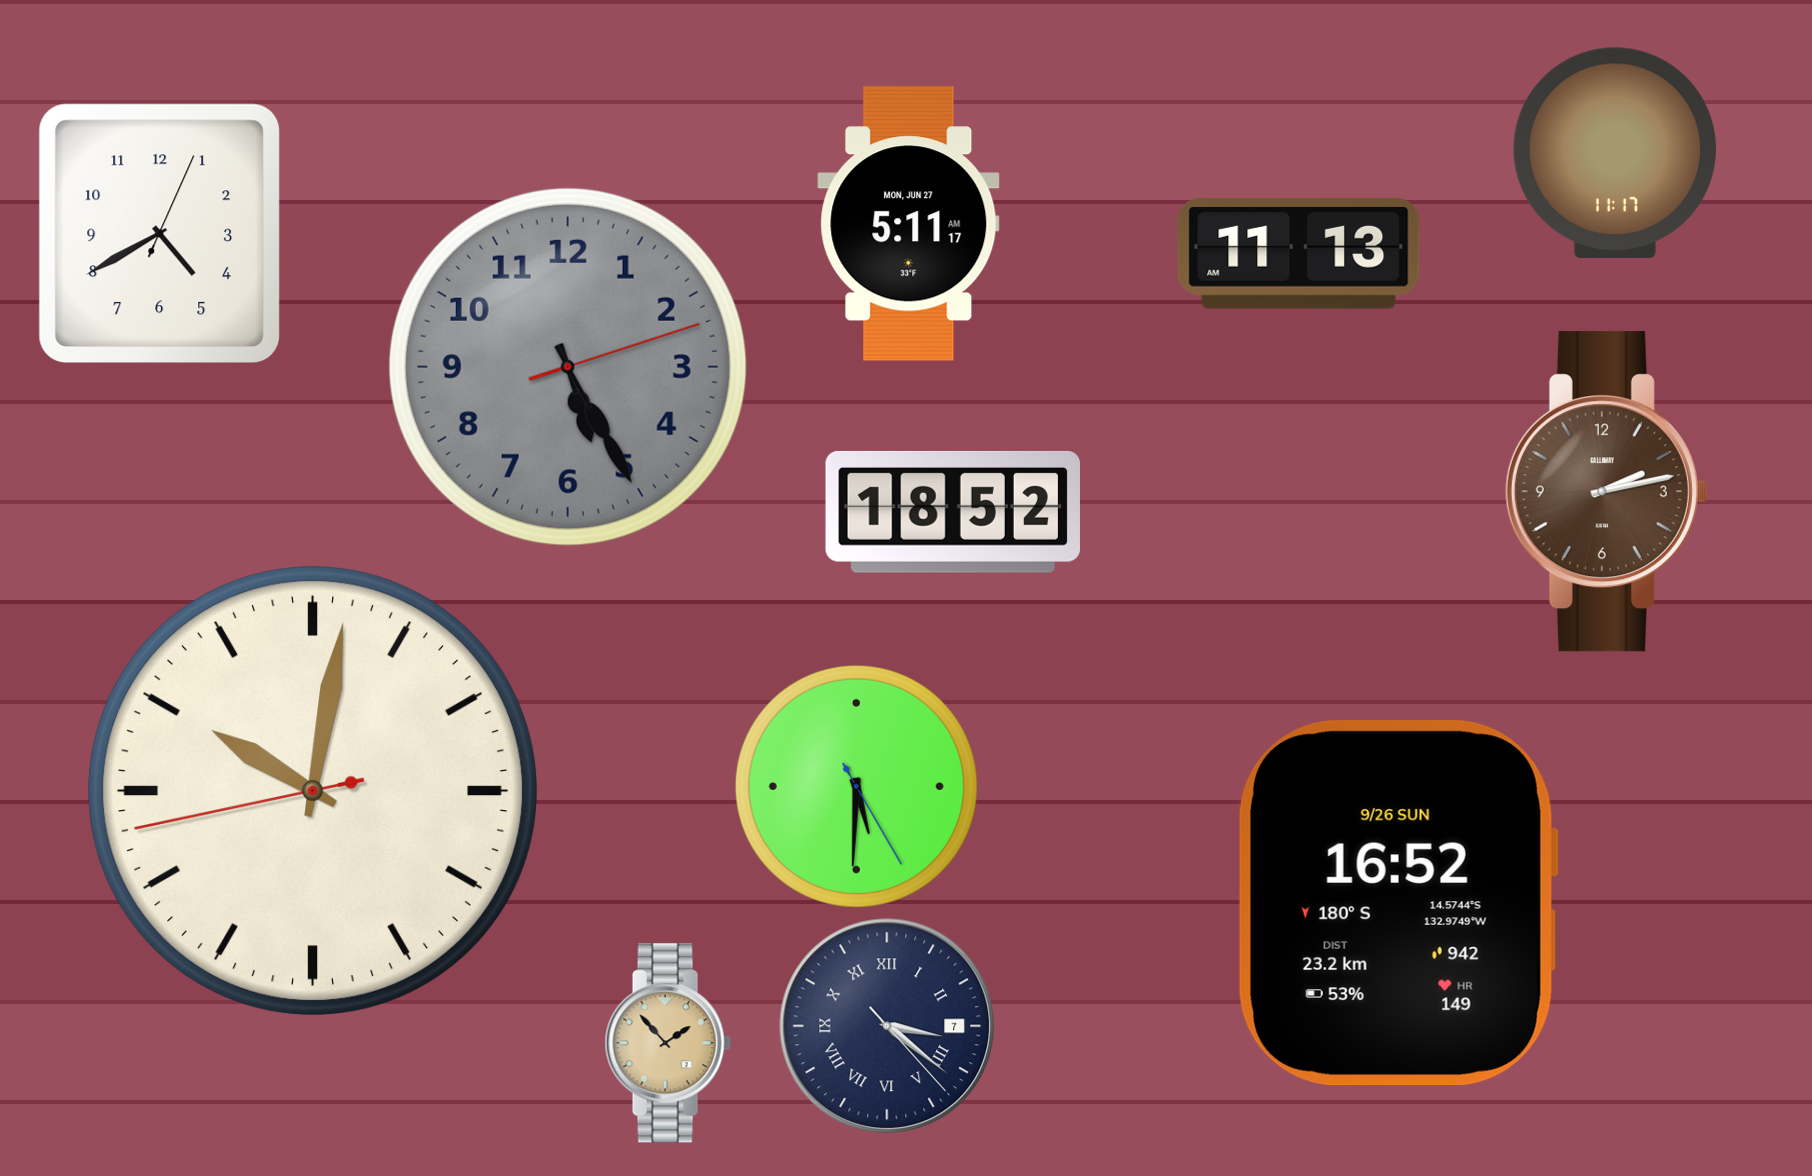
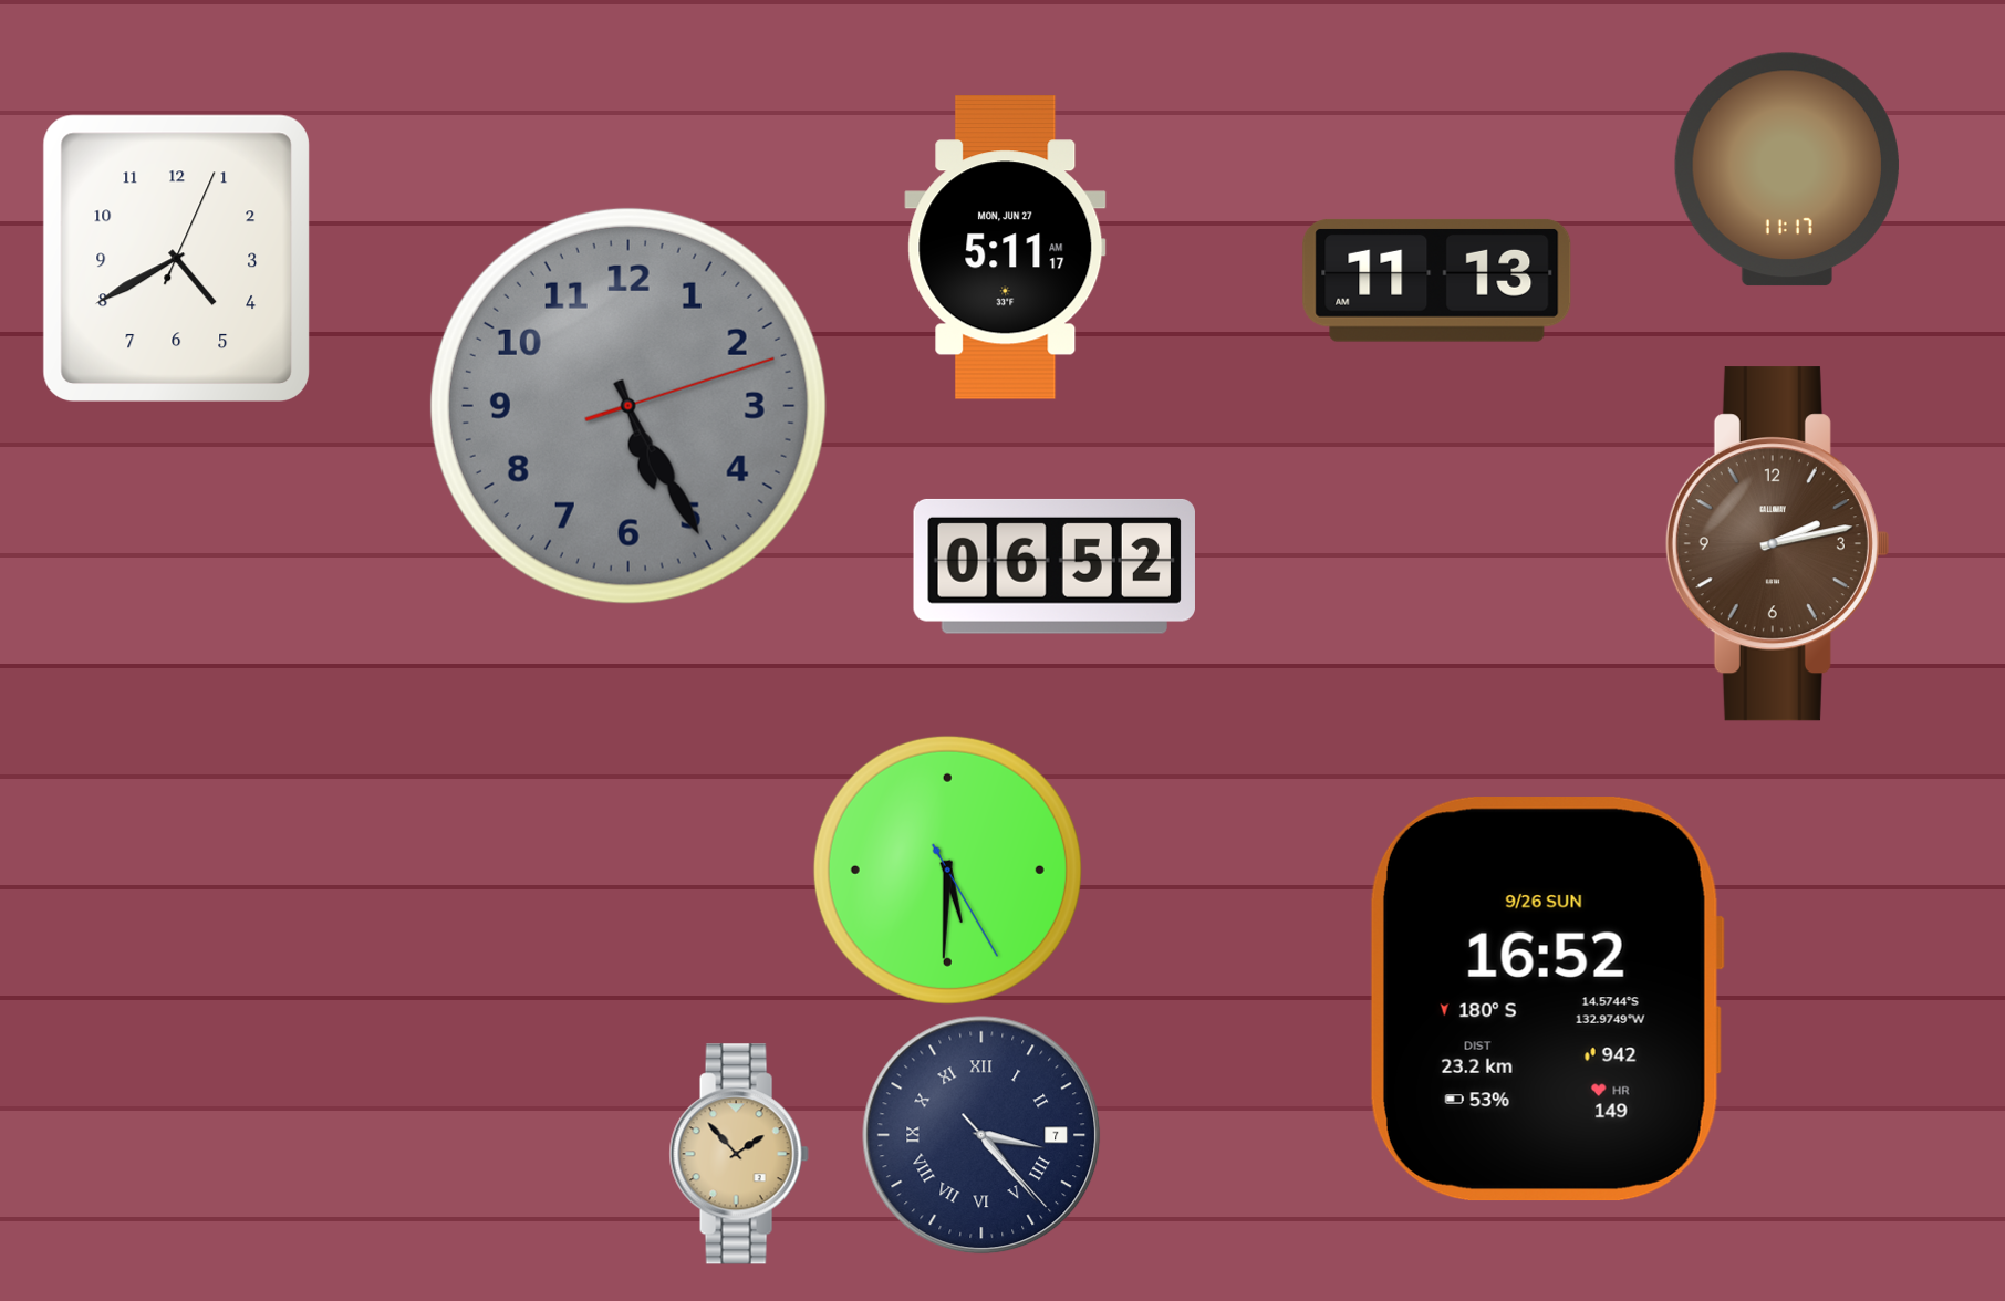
clock at (953, 512): 18:52 -> 06:52
clock at (313, 791): 10:01 -> none
clock at (887, 1026): 3:21 -> 3:23
